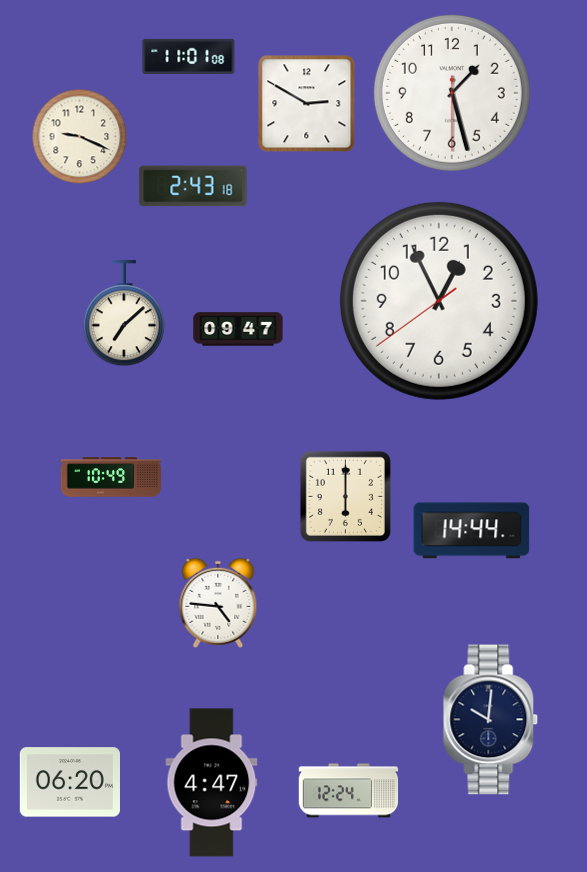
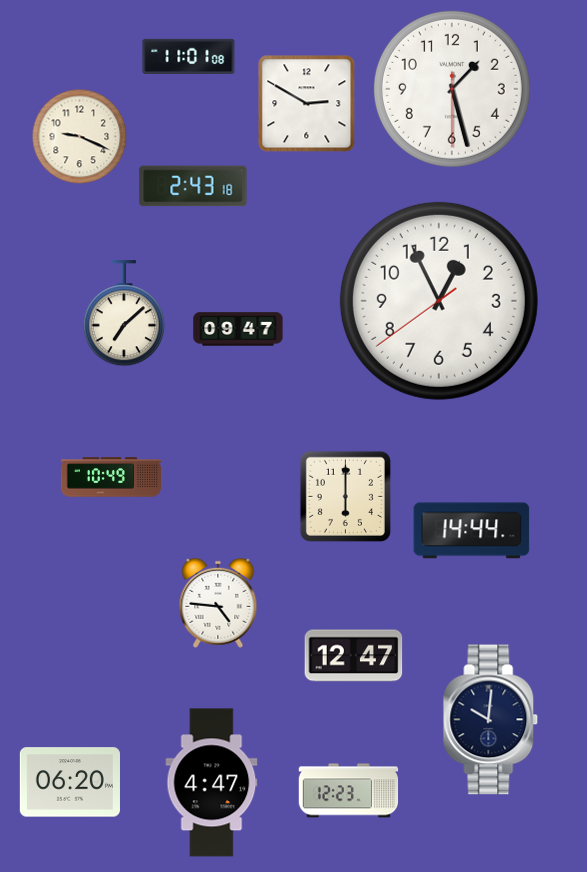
clock at (452, 93) position: (452, 93) -> (452, 89)
clock at (354, 656): none -> 12:47
clock at (349, 791): 12:24 -> 12:23
